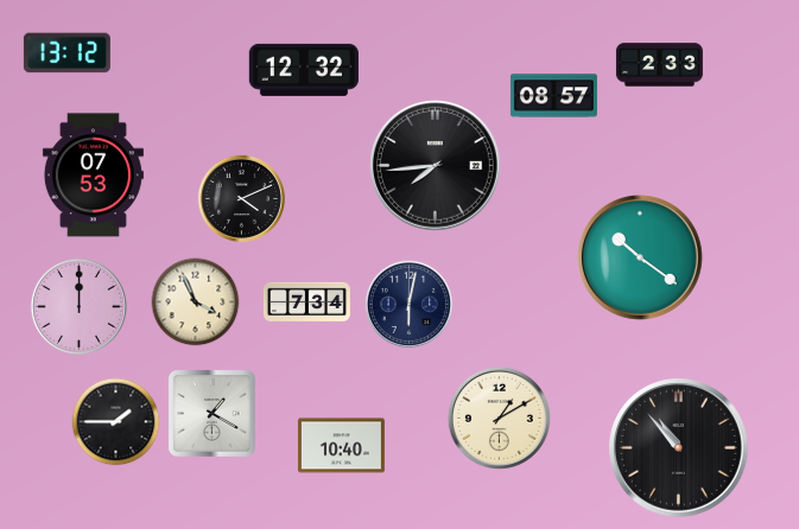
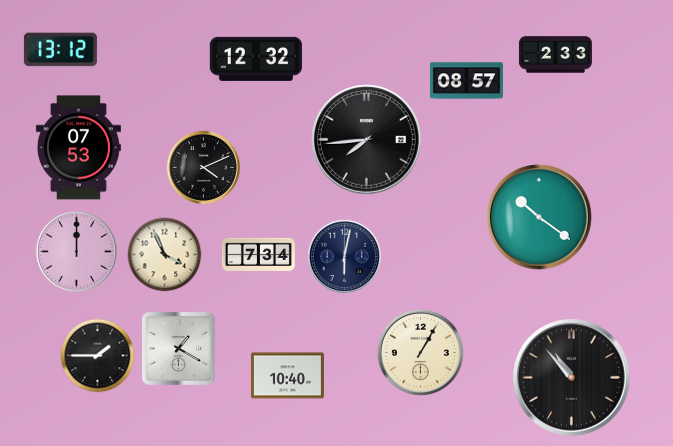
clock at (66, 53) position: (66, 53) -> (60, 50)
clock at (78, 306) position: (78, 306) -> (76, 251)
clock at (499, 418): 1:10 -> 1:05
